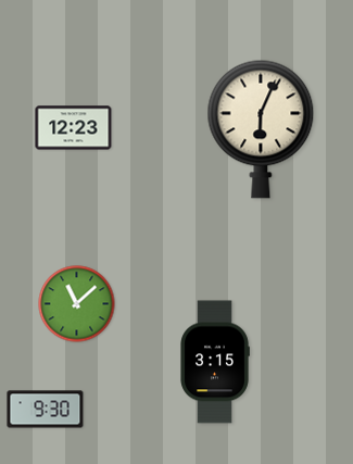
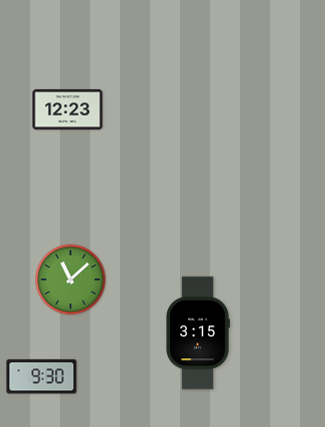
clock at (74, 128) position: (74, 128) -> (68, 110)
clock at (261, 129): 6:04 -> none
